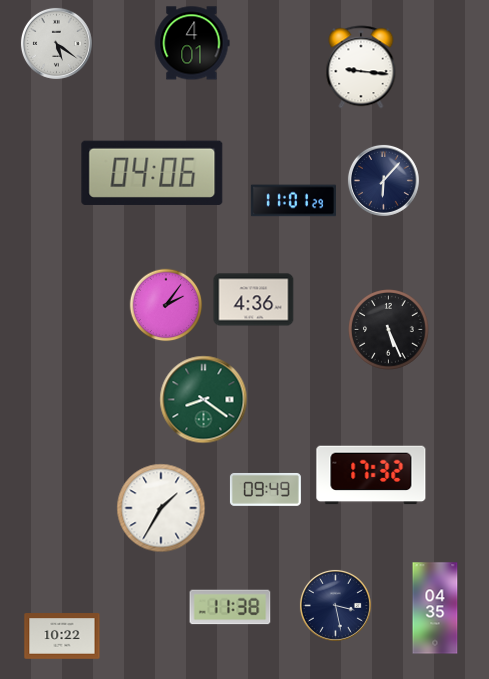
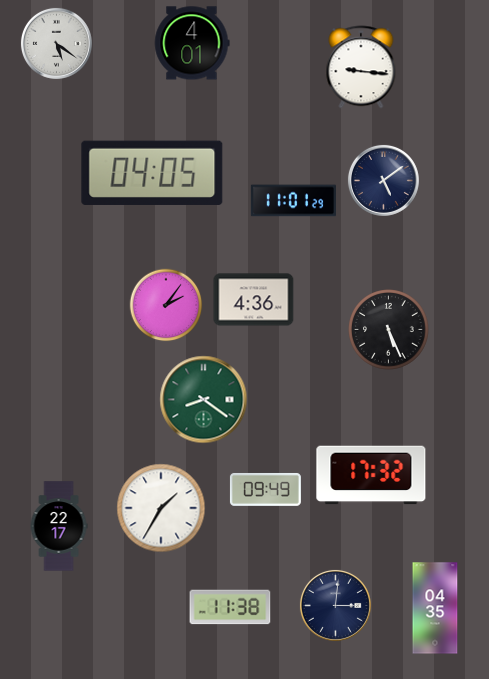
clock at (152, 173): 04:06 -> 04:05
clock at (383, 180): 6:07 -> 5:09
clock at (59, 526): none -> 22:17
clock at (335, 605): 3:28 -> 3:01
clock at (62, 636): 10:22 -> none
